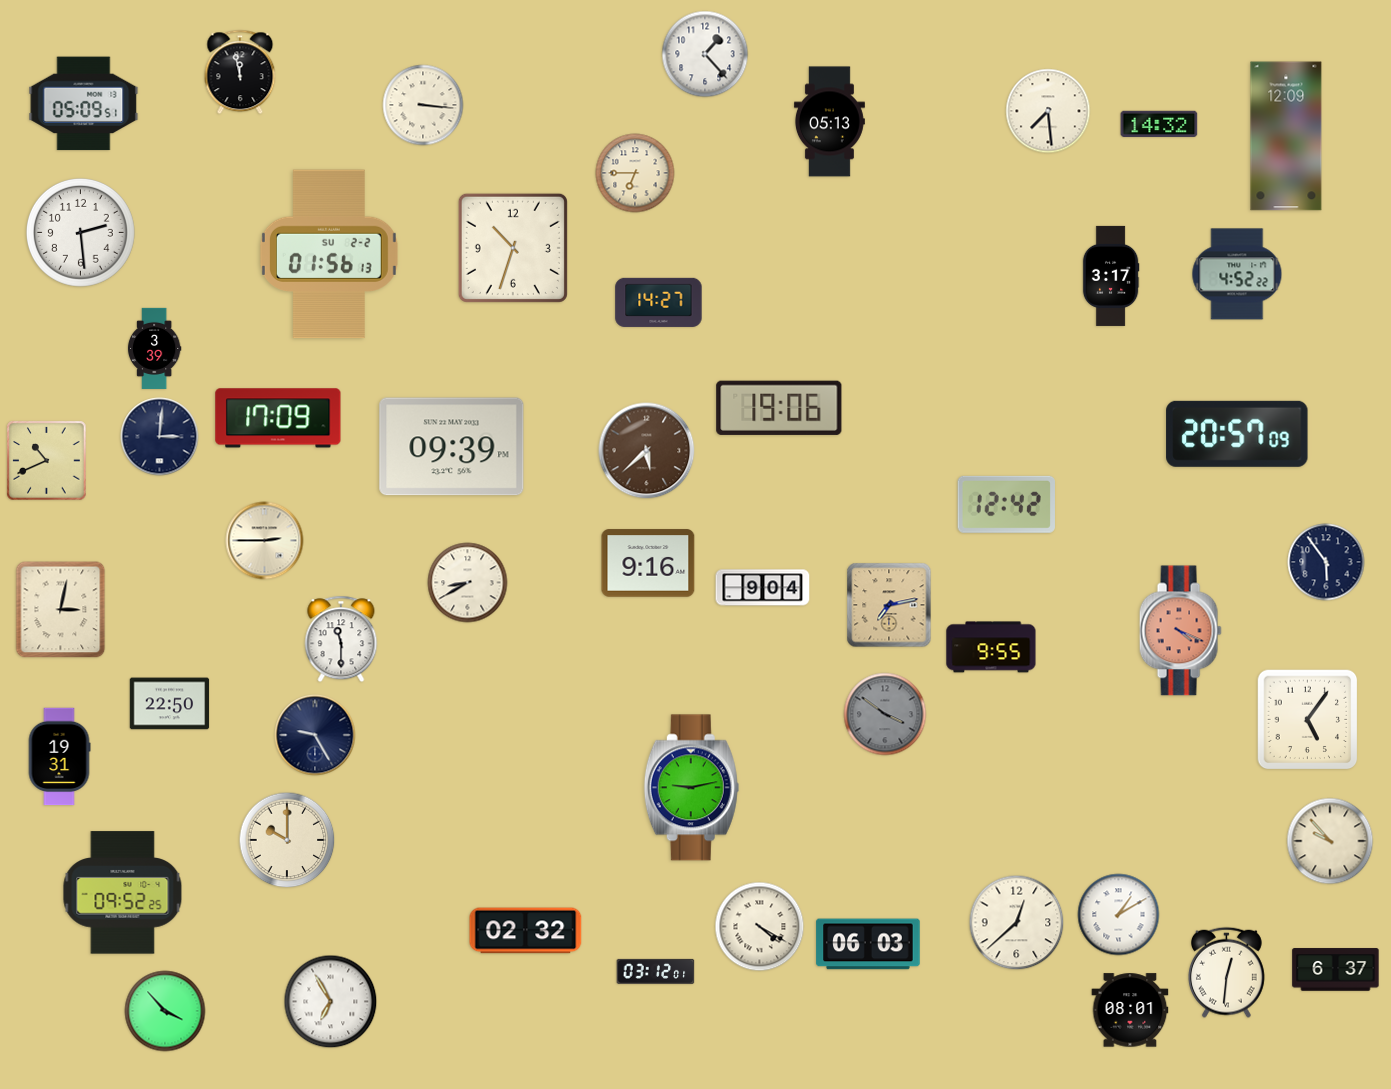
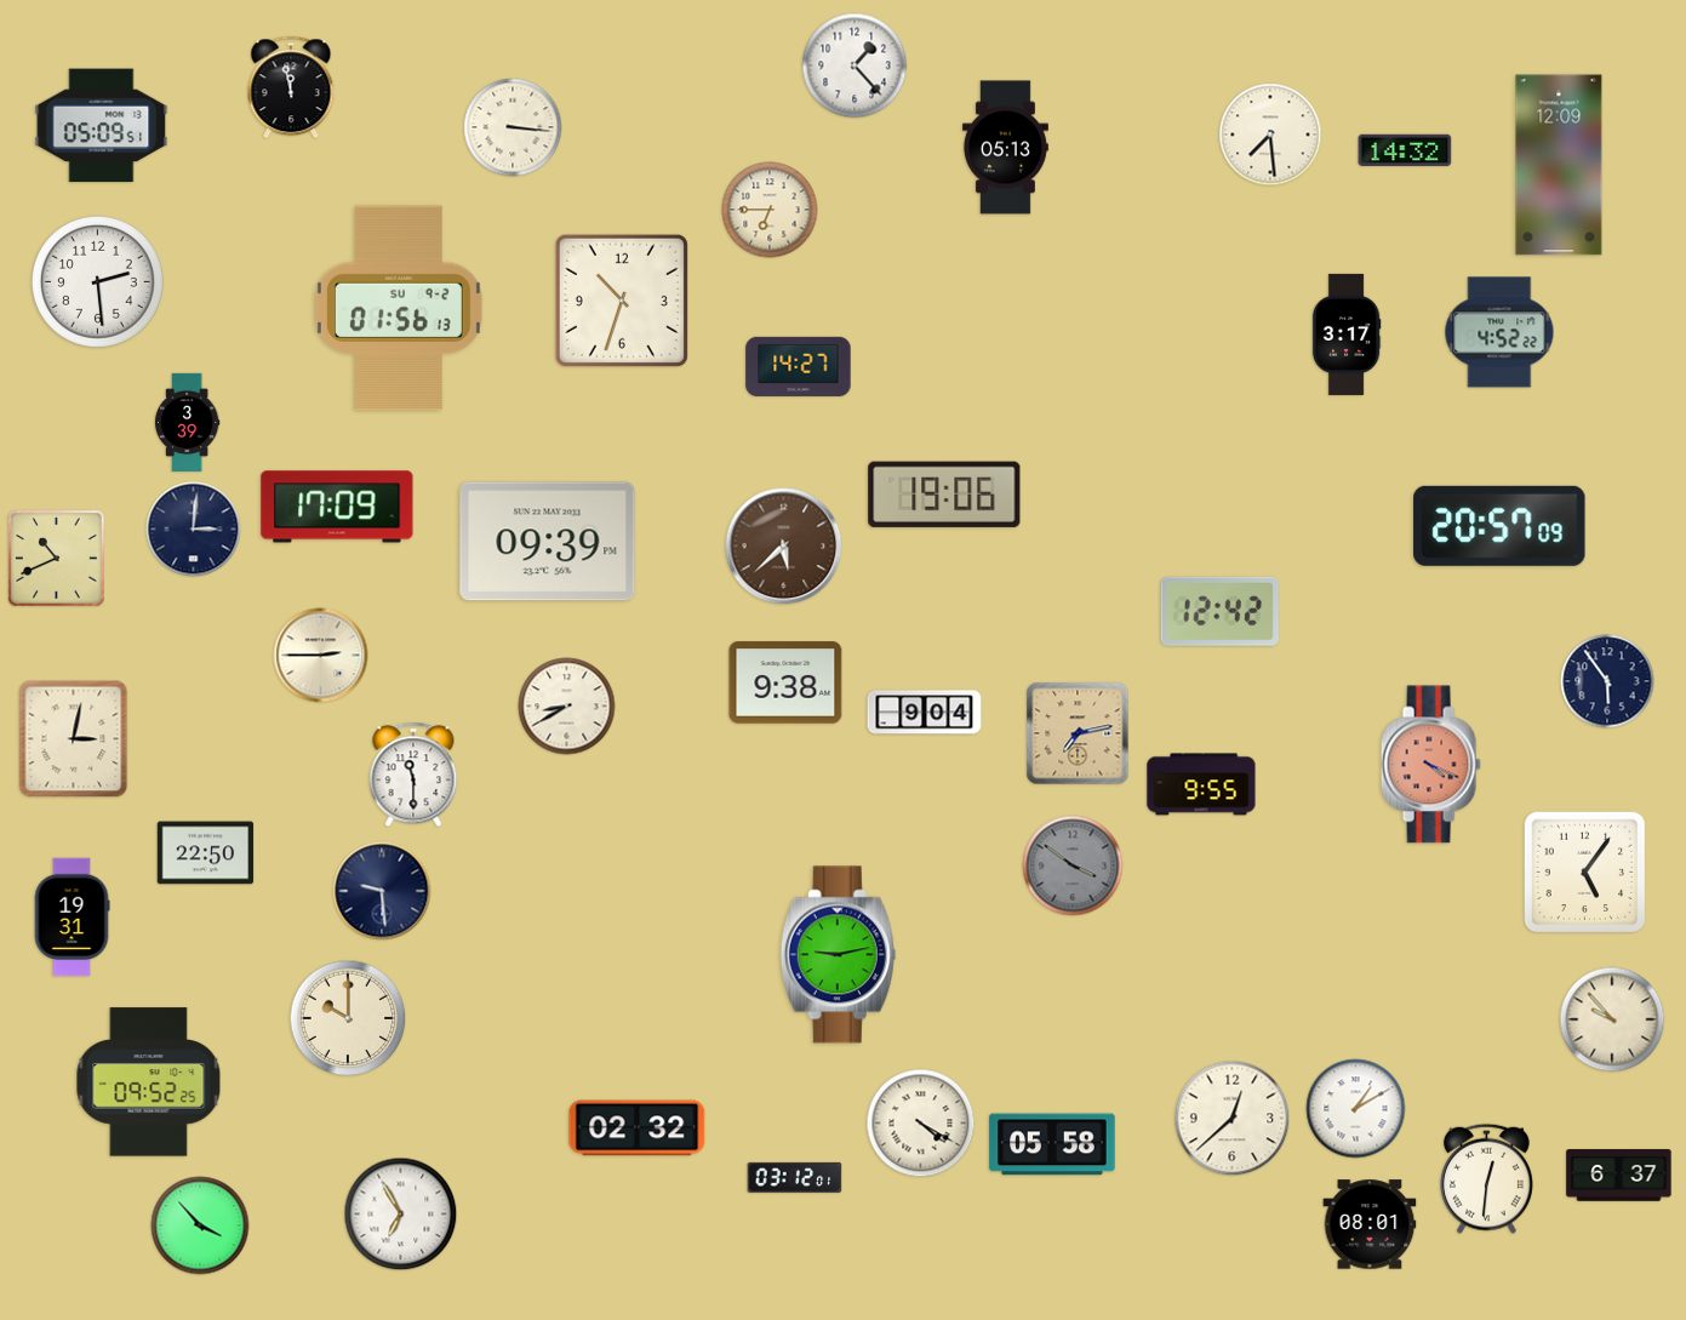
clock at (329, 254) date: SU 2-2 -> SU 9-2
clock at (648, 563): 9:16 -> 9:38
clock at (315, 735): 9:25 -> 9:29
clock at (868, 944): 06:03 -> 05:58
